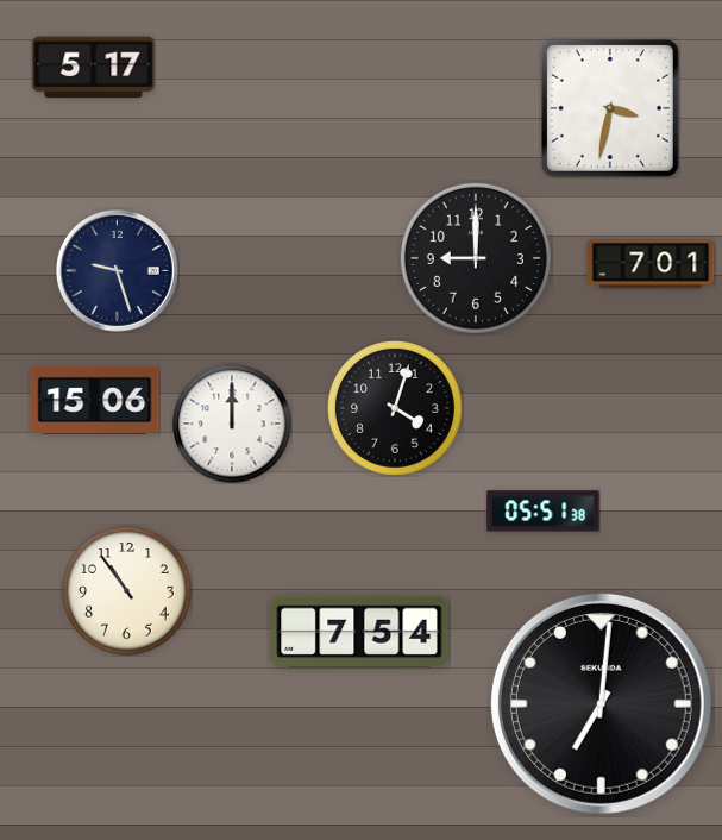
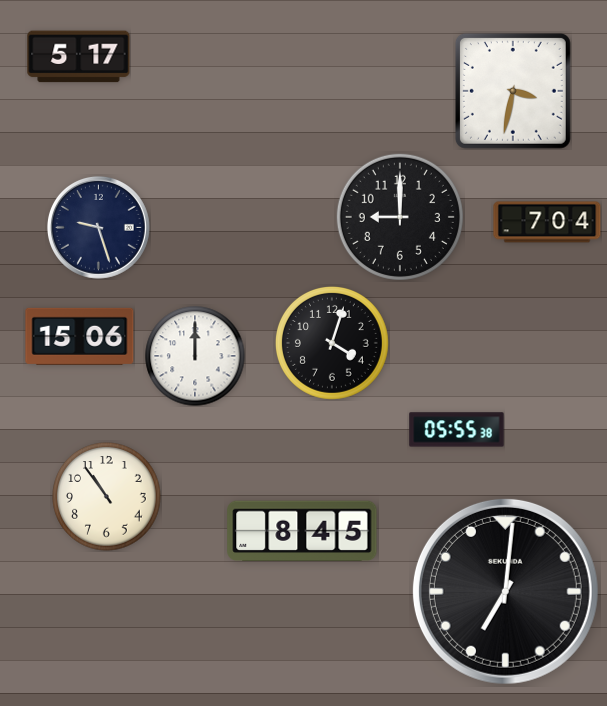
clock at (651, 264): 7:01 -> 7:04
clock at (544, 512): 05:51 -> 05:55
clock at (359, 631): 7:54 -> 8:45
